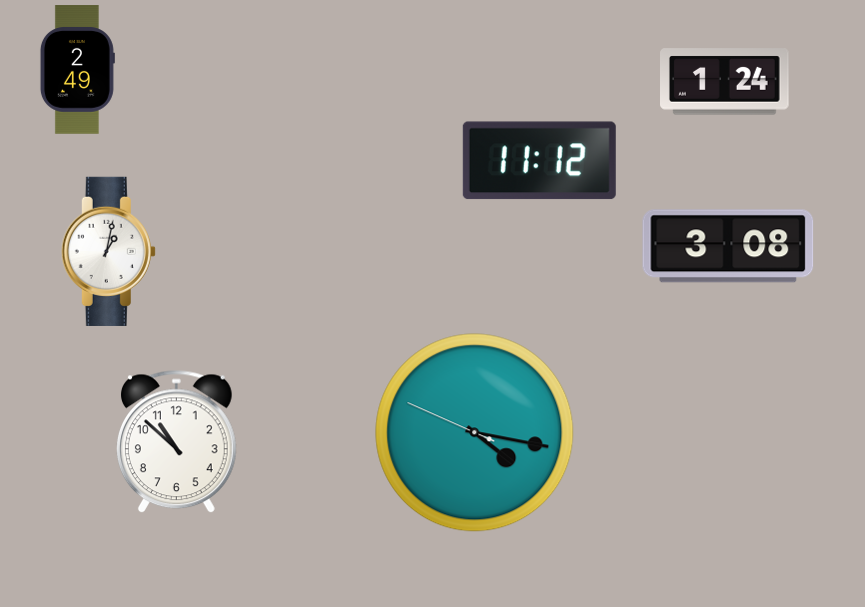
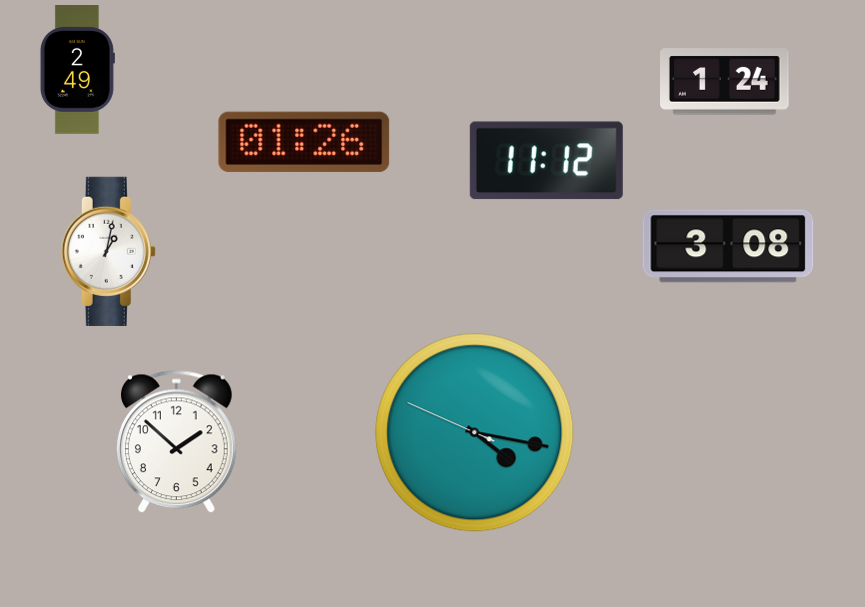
clock at (304, 142): none -> 01:26
clock at (539, 161) position: (539, 161) -> (546, 161)
clock at (176, 442): 10:52 -> 1:52
